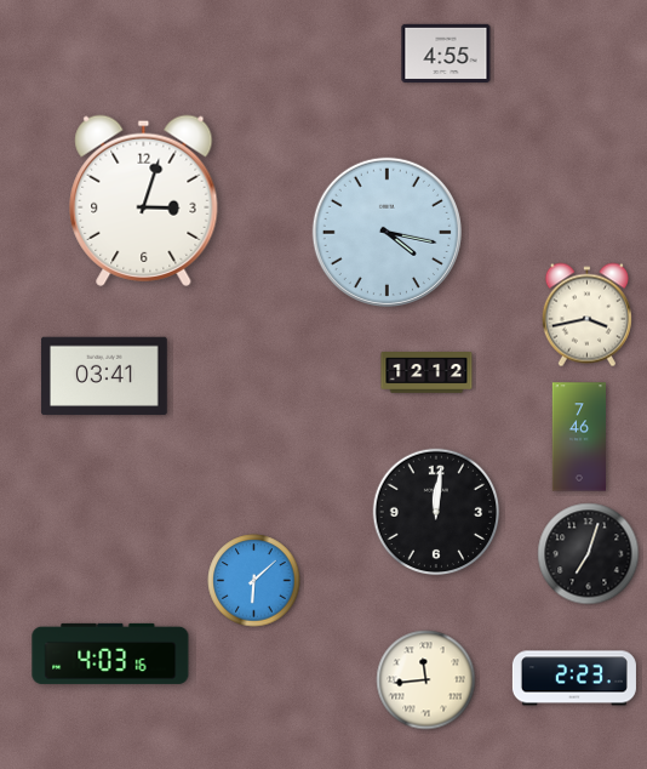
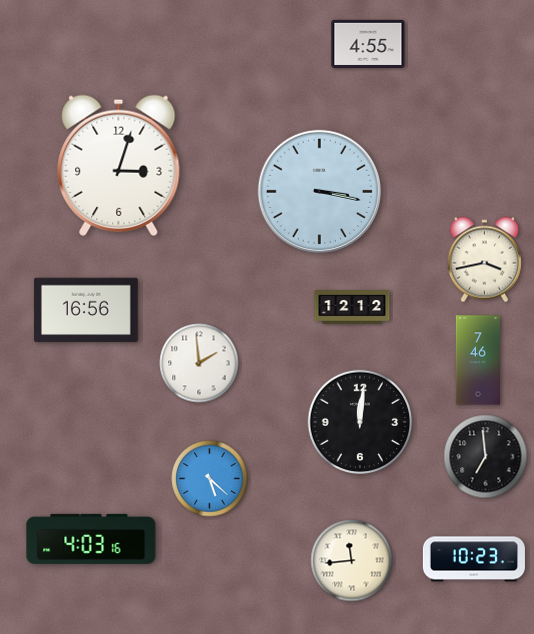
clock at (387, 232): 4:17 -> 3:17
clock at (104, 376): 03:41 -> 16:56
clock at (199, 363): none -> 1:59
clock at (589, 554): 7:03 -> 6:59
clock at (254, 581): 6:08 -> 5:22
clock at (574, 678): 2:23 -> 10:23
